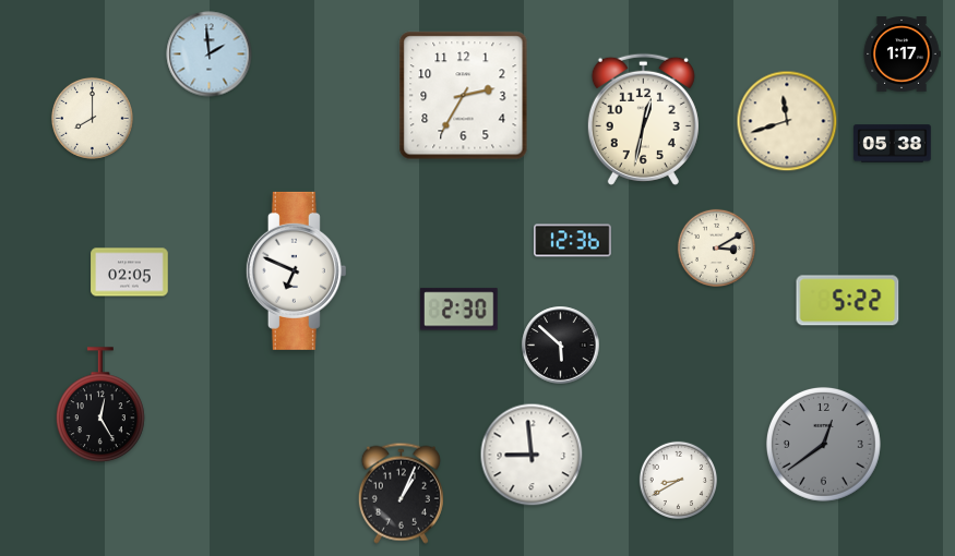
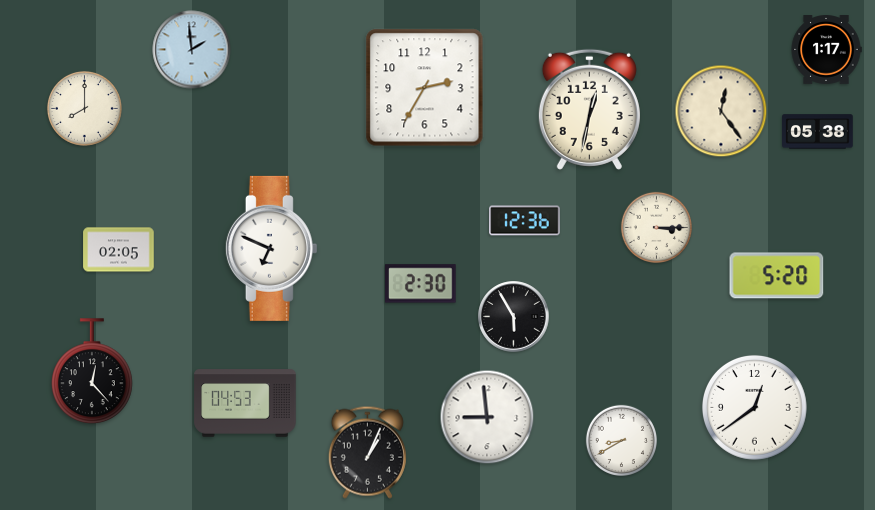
clock at (787, 121): 11:42 -> 12:24
clock at (716, 247): 3:10 -> 3:15
clock at (848, 301): 5:22 -> 5:20
clock at (561, 346): 5:52 -> 5:55
clock at (100, 406): 12:25 -> 12:23
clock at (245, 403): none -> 04:53
clock at (823, 444) dial: grey -> white
